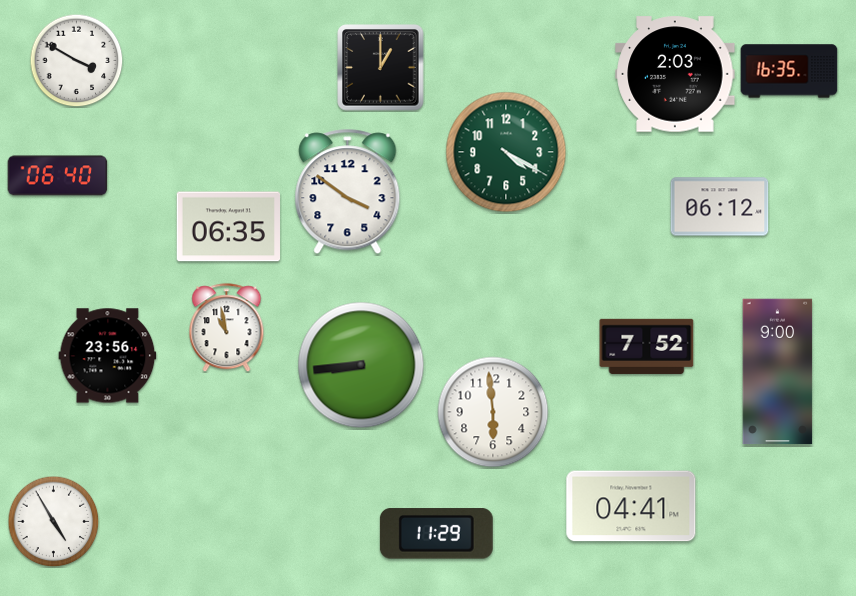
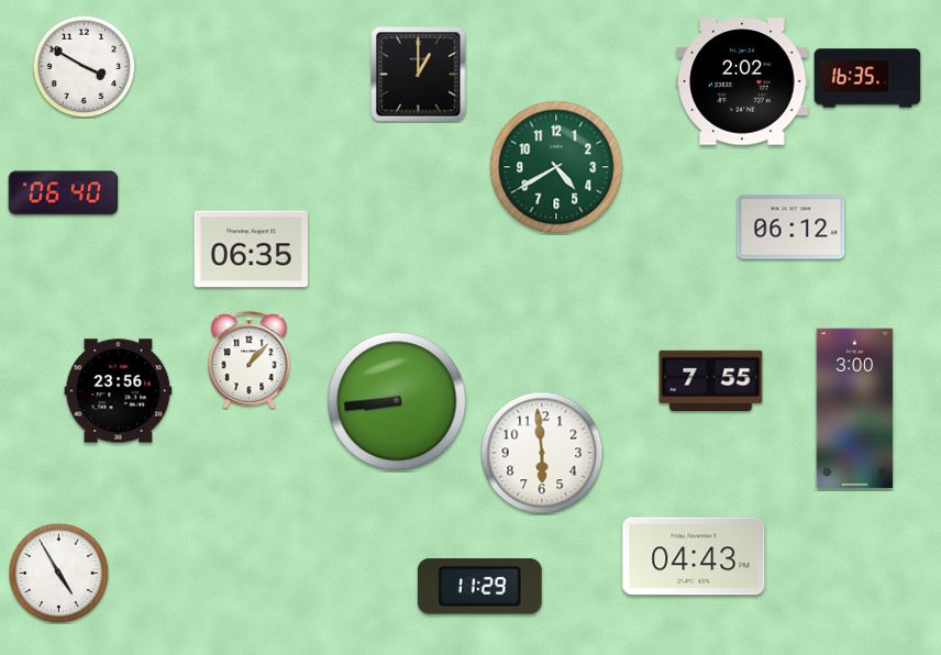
clock at (675, 74): 2:03 -> 2:02
clock at (506, 152): 4:20 -> 4:40
clock at (348, 192): 3:51 -> none
clock at (227, 328): 10:58 -> 1:07
clock at (647, 346): 7:52 -> 7:55
clock at (778, 372): 9:00 -> 3:00
clock at (631, 506): 04:41 -> 04:43
